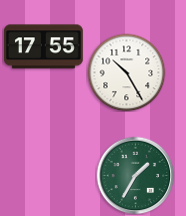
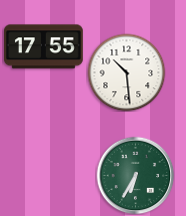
clock at (126, 72): 10:25 -> 10:29
clock at (135, 175): 1:35 -> 6:35
